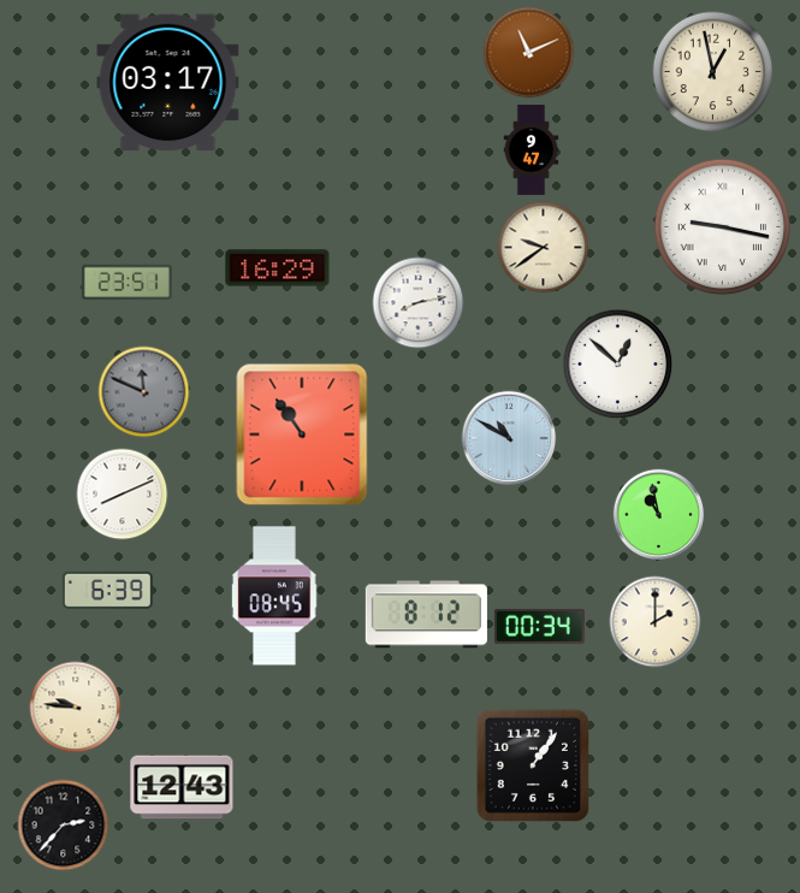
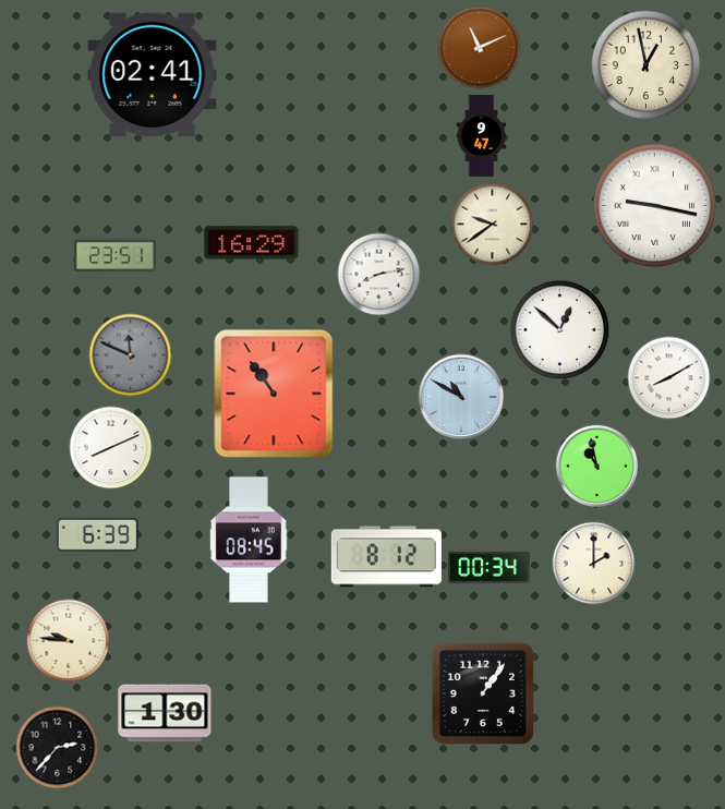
clock at (168, 83): 03:17 -> 02:41
clock at (669, 378): none -> 8:10
clock at (182, 787): 12:43 -> 1:30
